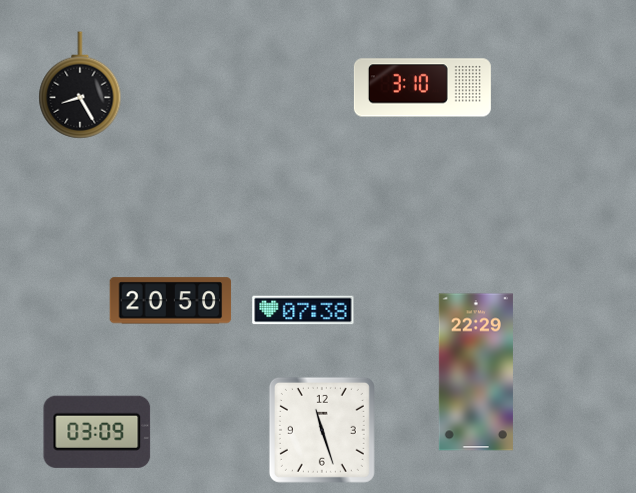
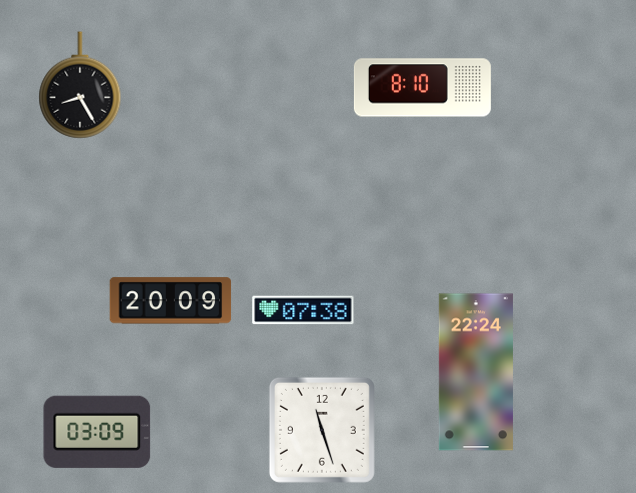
clock at (422, 88): 3:10 -> 8:10
clock at (171, 301): 20:50 -> 20:09
clock at (476, 372): 22:29 -> 22:24
